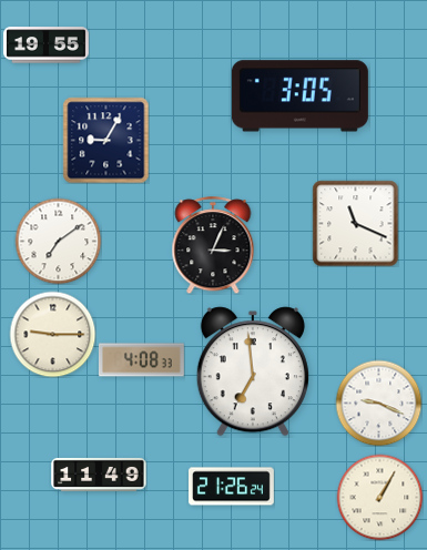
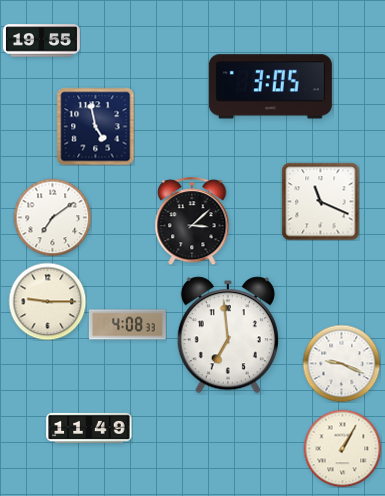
clock at (105, 140): 9:05 -> 4:58
clock at (213, 245): 3:04 -> 3:08
clock at (232, 487): 21:26 -> none
